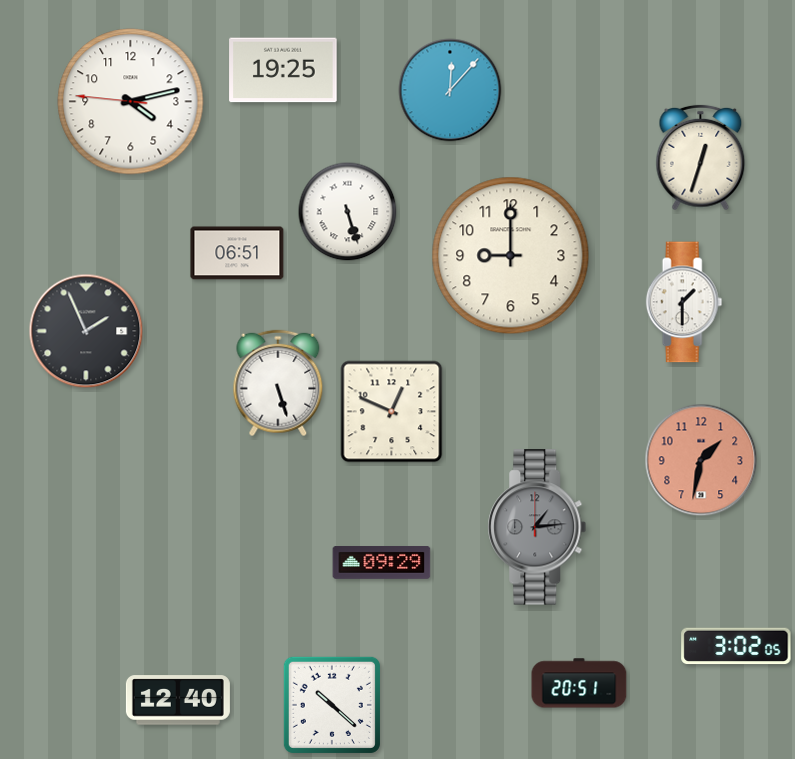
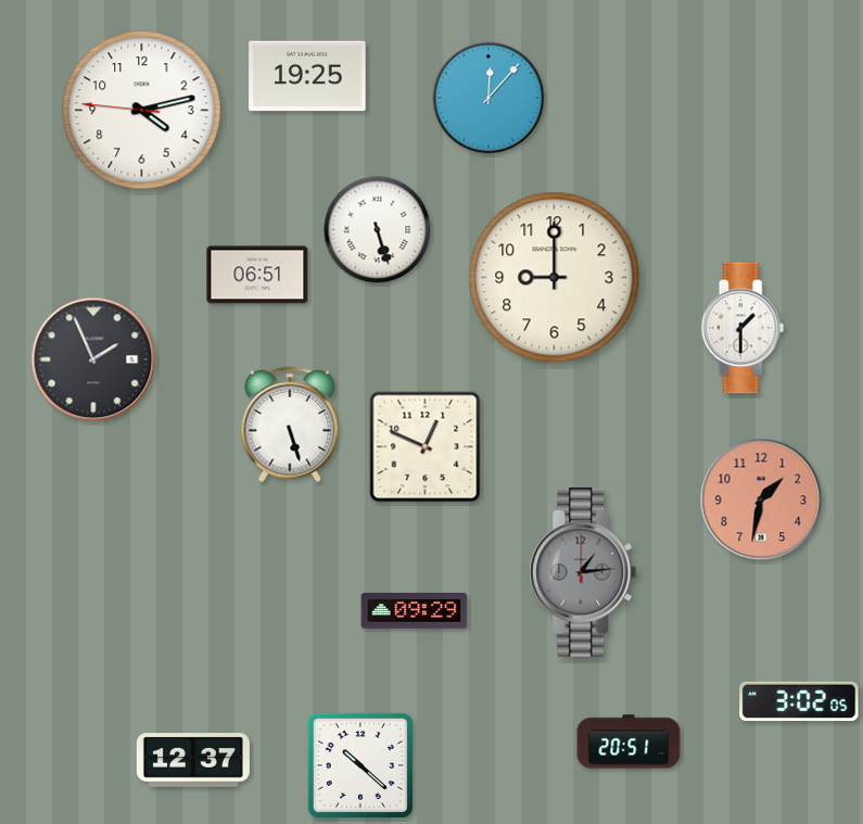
clock at (701, 158): 12:33 -> none
clock at (278, 383) position: (278, 383) -> (290, 424)
clock at (178, 700): 12:40 -> 12:37
